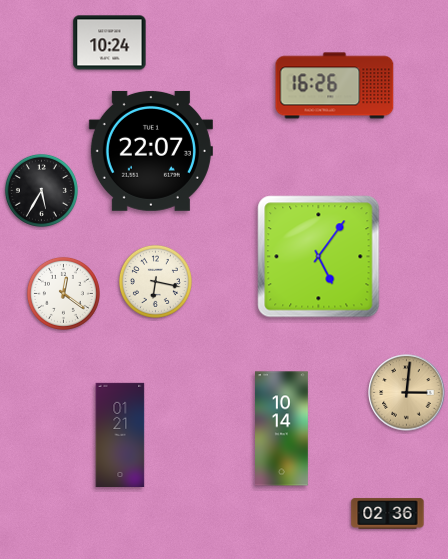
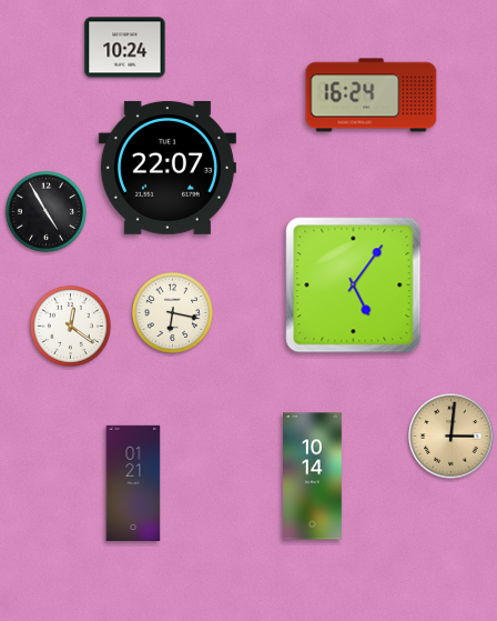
clock at (110, 43) position: (110, 43) -> (125, 48)
clock at (335, 86): 16:26 -> 16:24
clock at (41, 190): 5:35 -> 4:55
clock at (388, 514): 02:36 -> none
